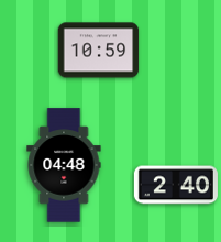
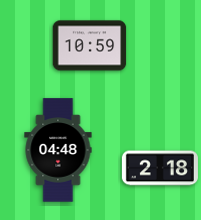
clock at (176, 185): 2:40 -> 2:18
